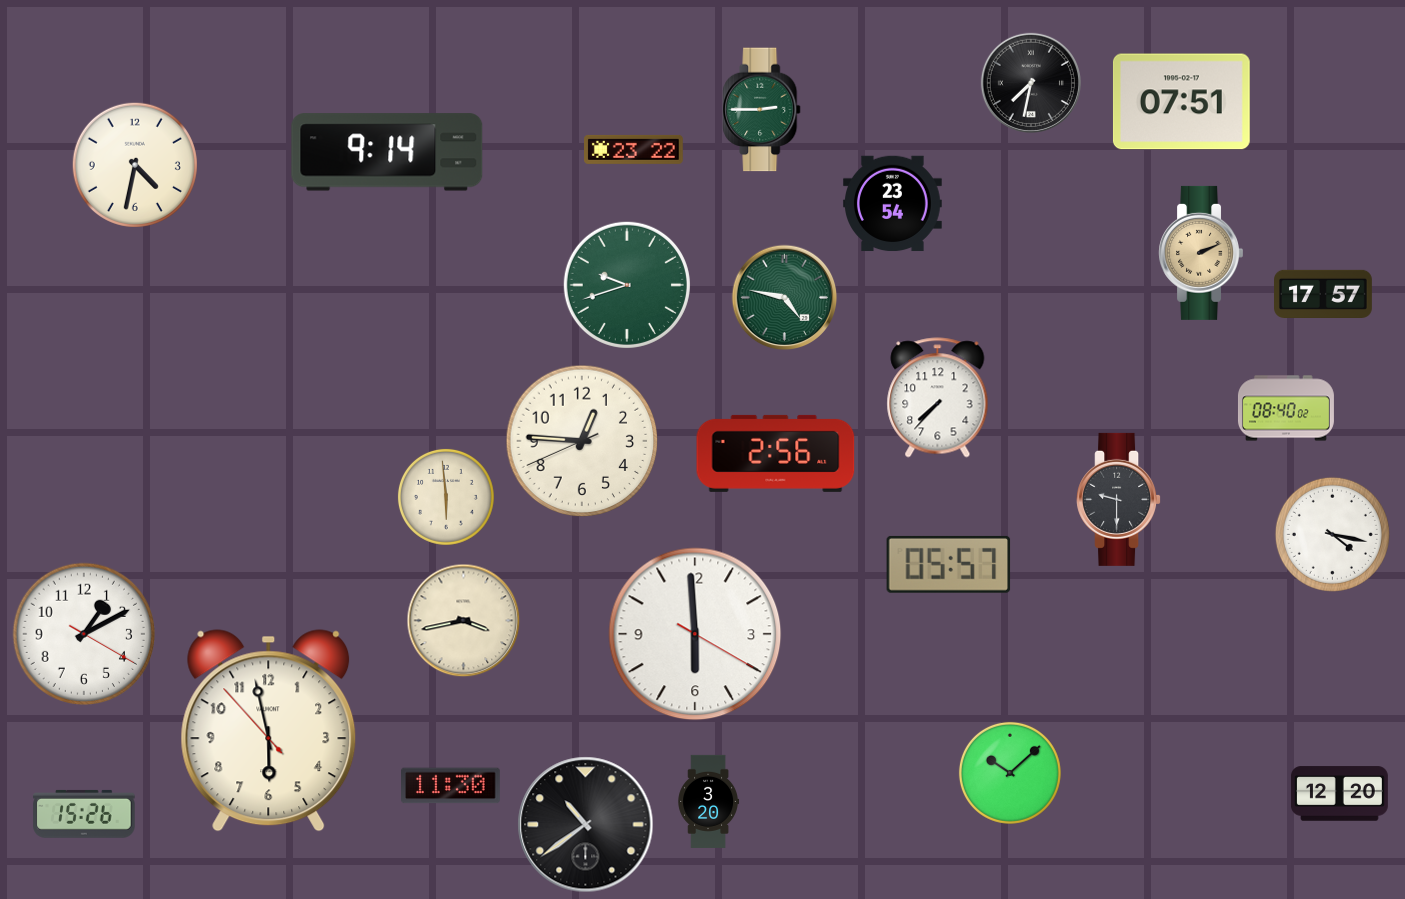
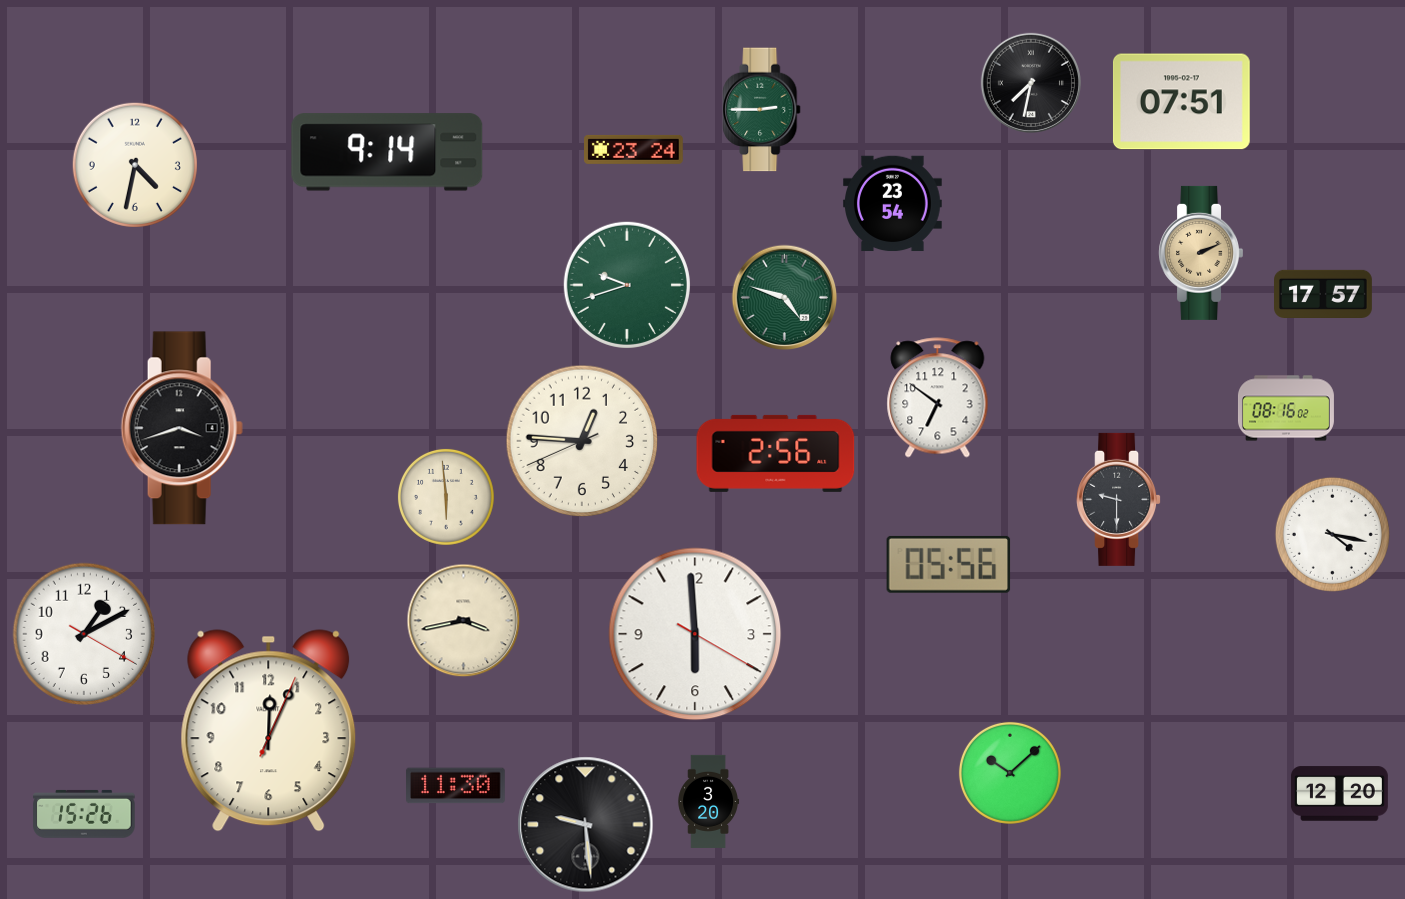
clock at (634, 149): 23:22 -> 23:24
clock at (785, 298): 4:47 -> 4:48
clock at (938, 398): 7:37 -> 6:51
clock at (1286, 408): 08:40 -> 08:16
clock at (182, 428): none -> 3:42
clock at (949, 564): 05:57 -> 05:56
clock at (269, 731): 5:57 -> 12:04
clock at (451, 786) position: (451, 786) -> (456, 786)
clock at (586, 825): 10:39 -> 9:29
